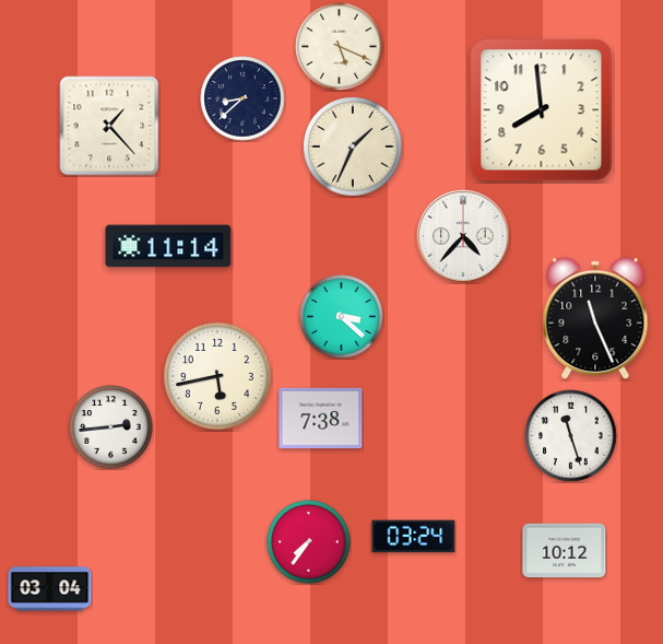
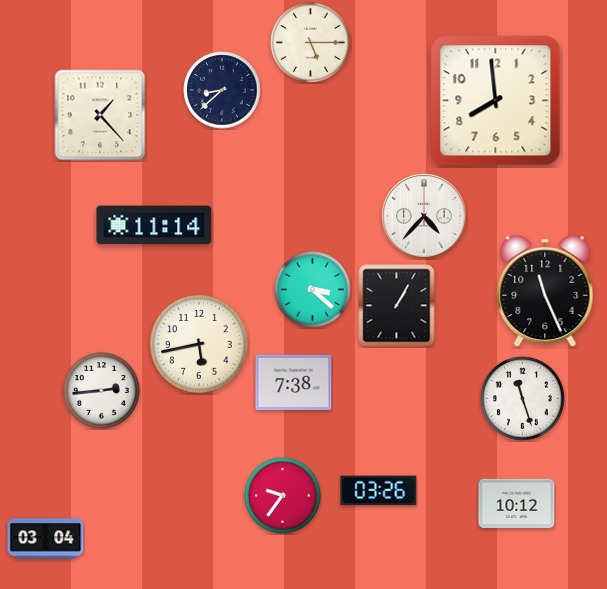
clock at (340, 47): 5:19 -> 5:15
clock at (353, 147): 1:34 -> none
clock at (397, 306): none -> 1:05
clock at (414, 537): 03:24 -> 03:26
clock at (309, 542): 7:36 -> 9:36
